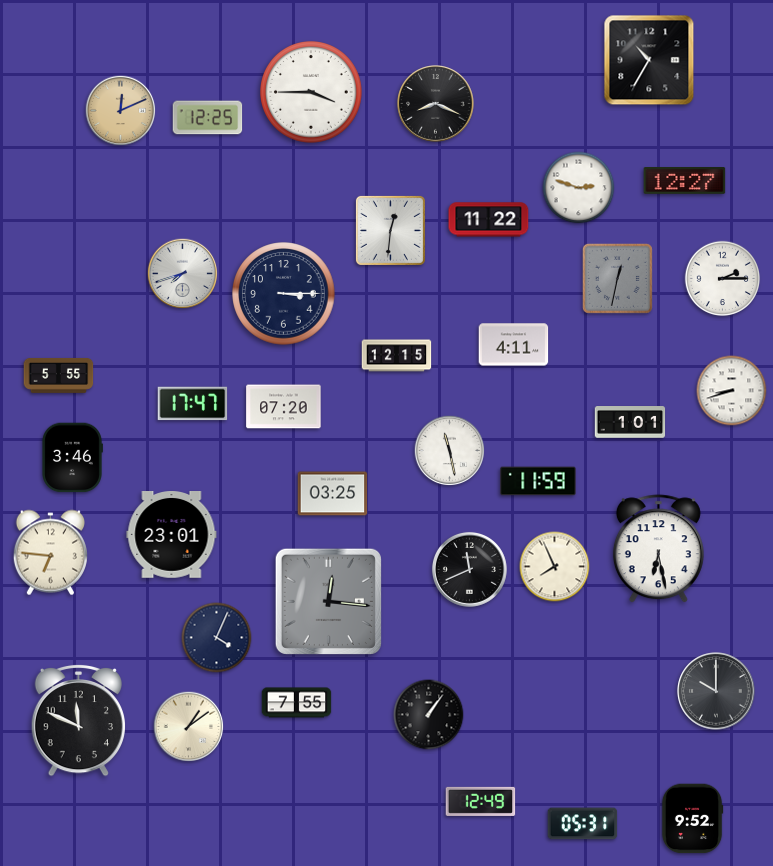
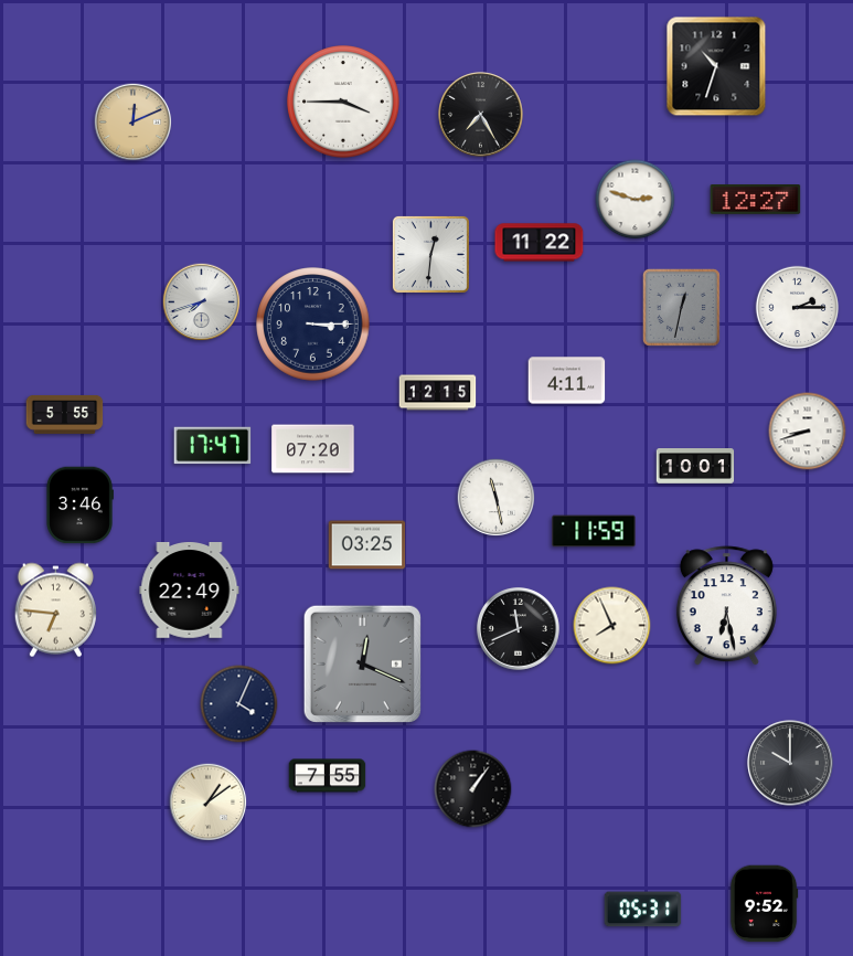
clock at (649, 60): 10:35 -> 10:33
clock at (436, 104): 8:19 -> 7:25
clock at (208, 118): 12:25 -> none
clock at (579, 188) position: (579, 188) -> (636, 200)
clock at (630, 422): 1:01 -> 10:01
clock at (172, 535): 23:01 -> 22:49
clock at (328, 601): 12:16 -> 12:19
clock at (78, 720): 11:49 -> none
clock at (481, 801): 12:49 -> none
